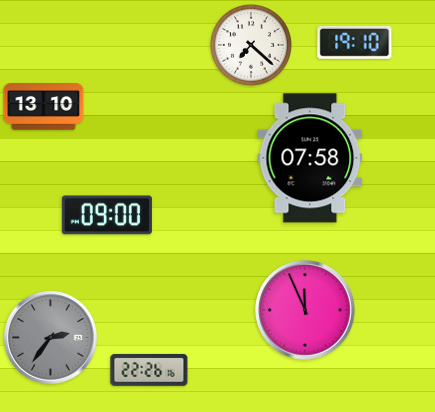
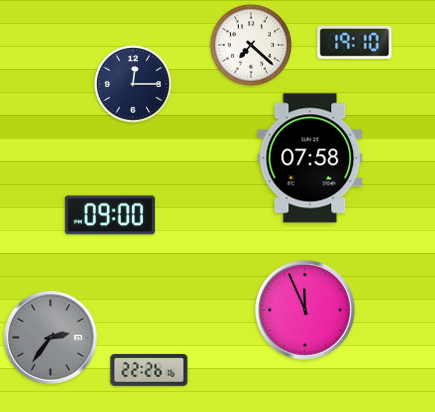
clock at (133, 84): none -> 12:15
clock at (44, 107): 13:10 -> none
clock at (107, 215) position: (107, 215) -> (110, 215)
